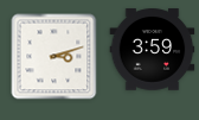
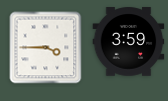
clock at (54, 57): 3:12 -> 3:45
